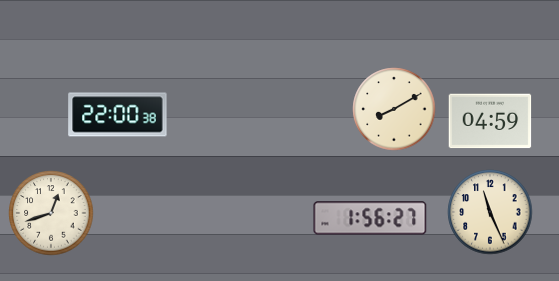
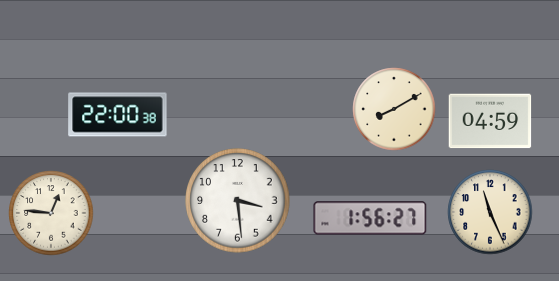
clock at (238, 201): none -> 3:29
clock at (51, 213): 12:42 -> 12:46
